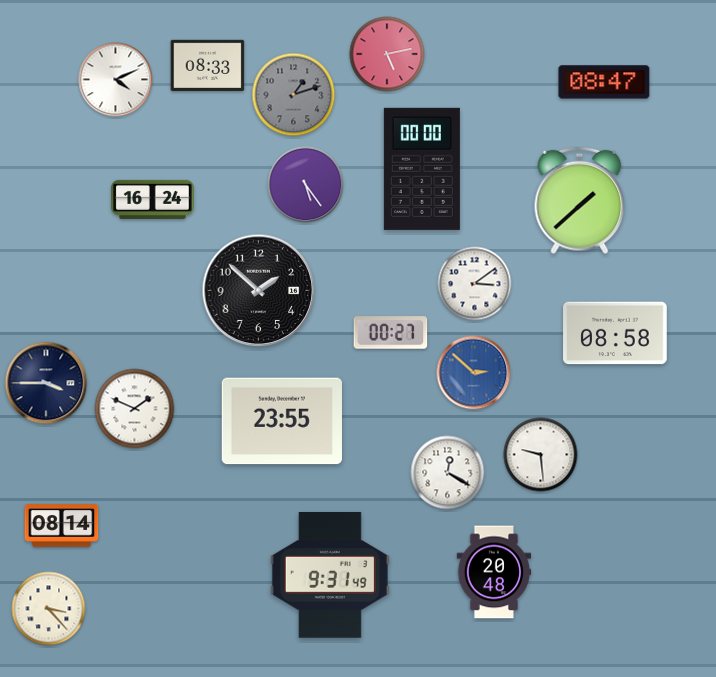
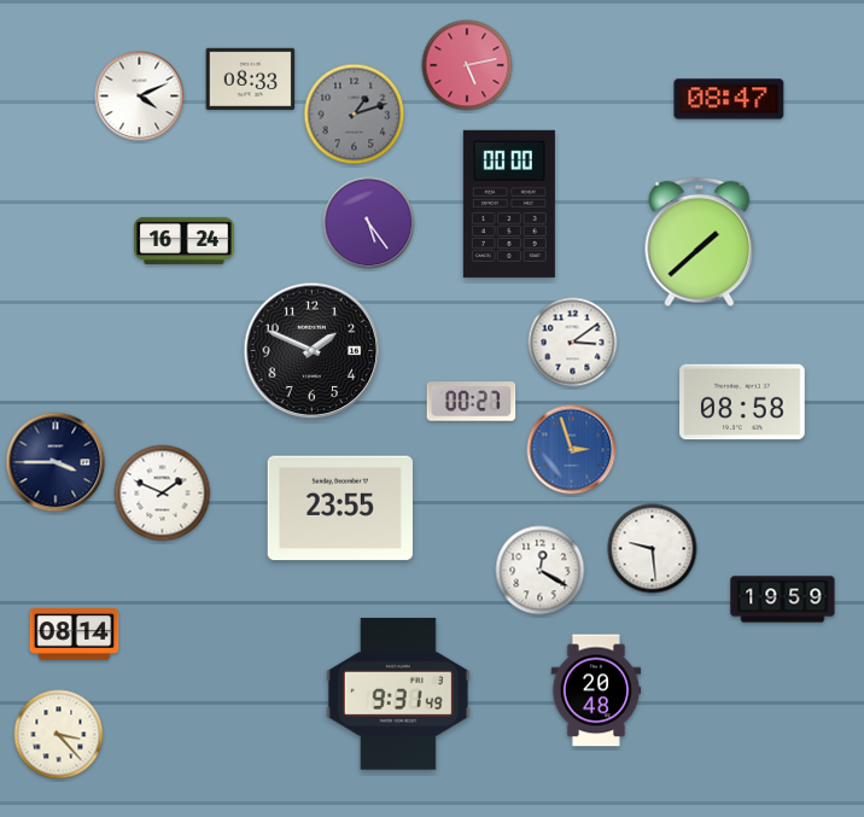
clock at (259, 291): 1:52 -> 1:49
clock at (474, 373): 2:52 -> 2:57
clock at (783, 600): none -> 19:59
